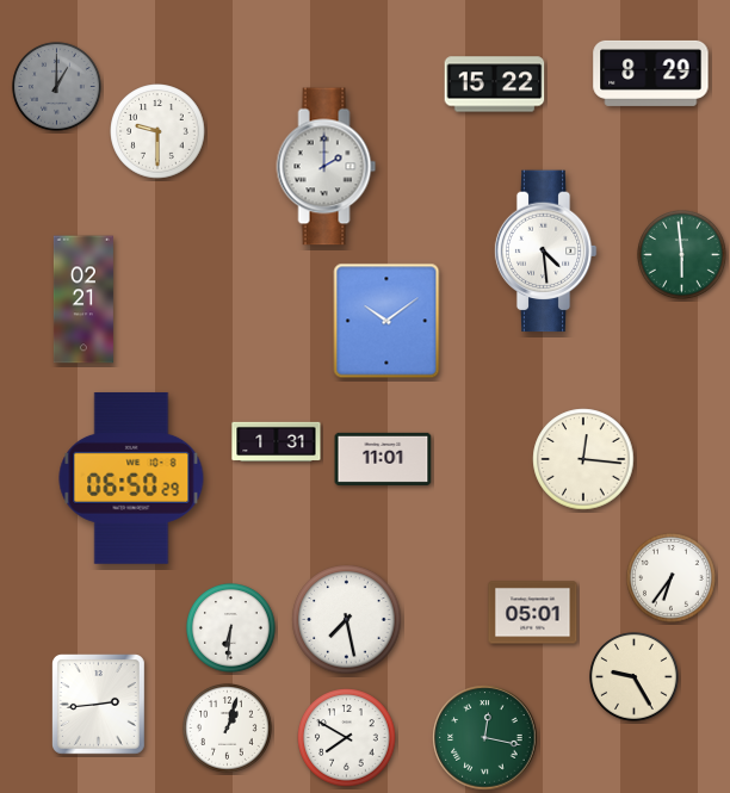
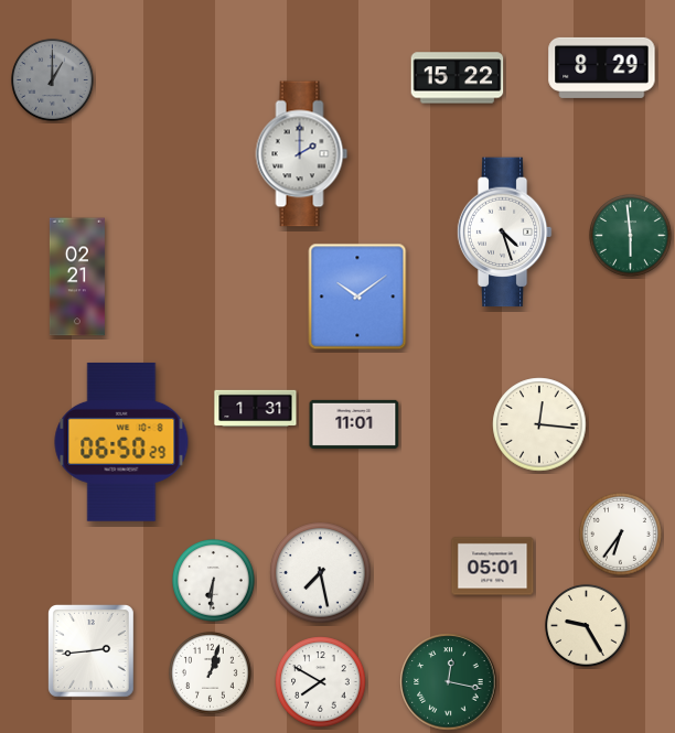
clock at (157, 131): 9:30 -> none
clock at (545, 252): 4:29 -> 4:27
